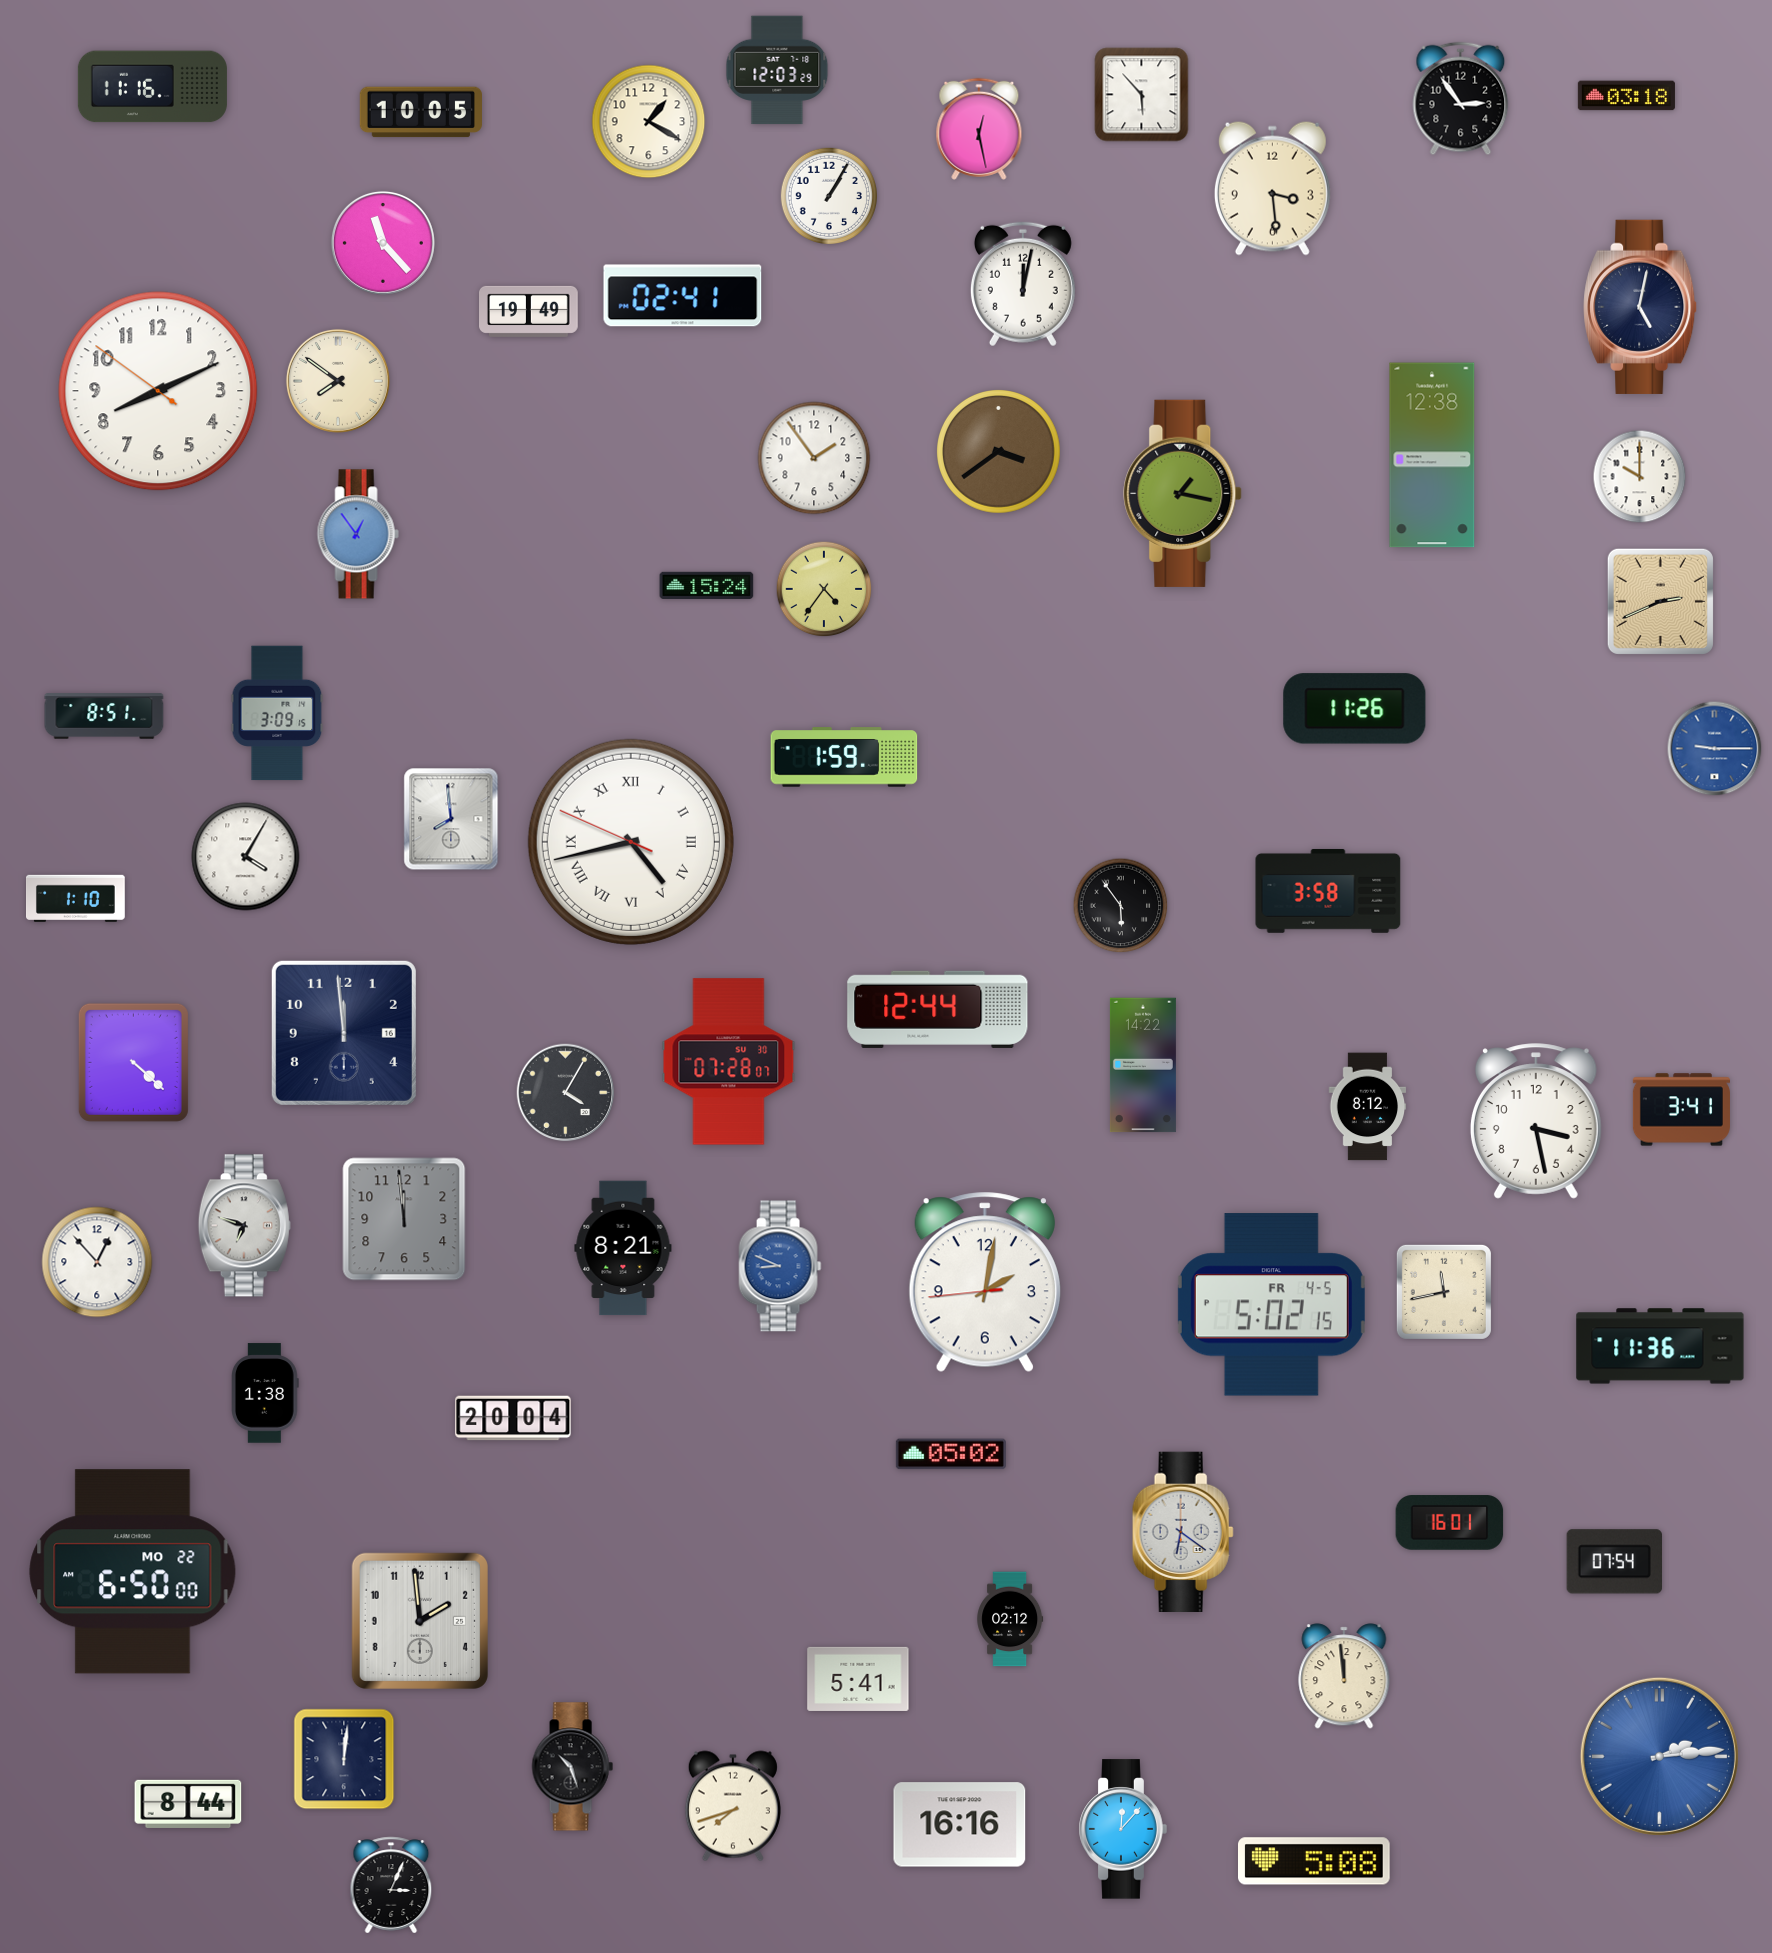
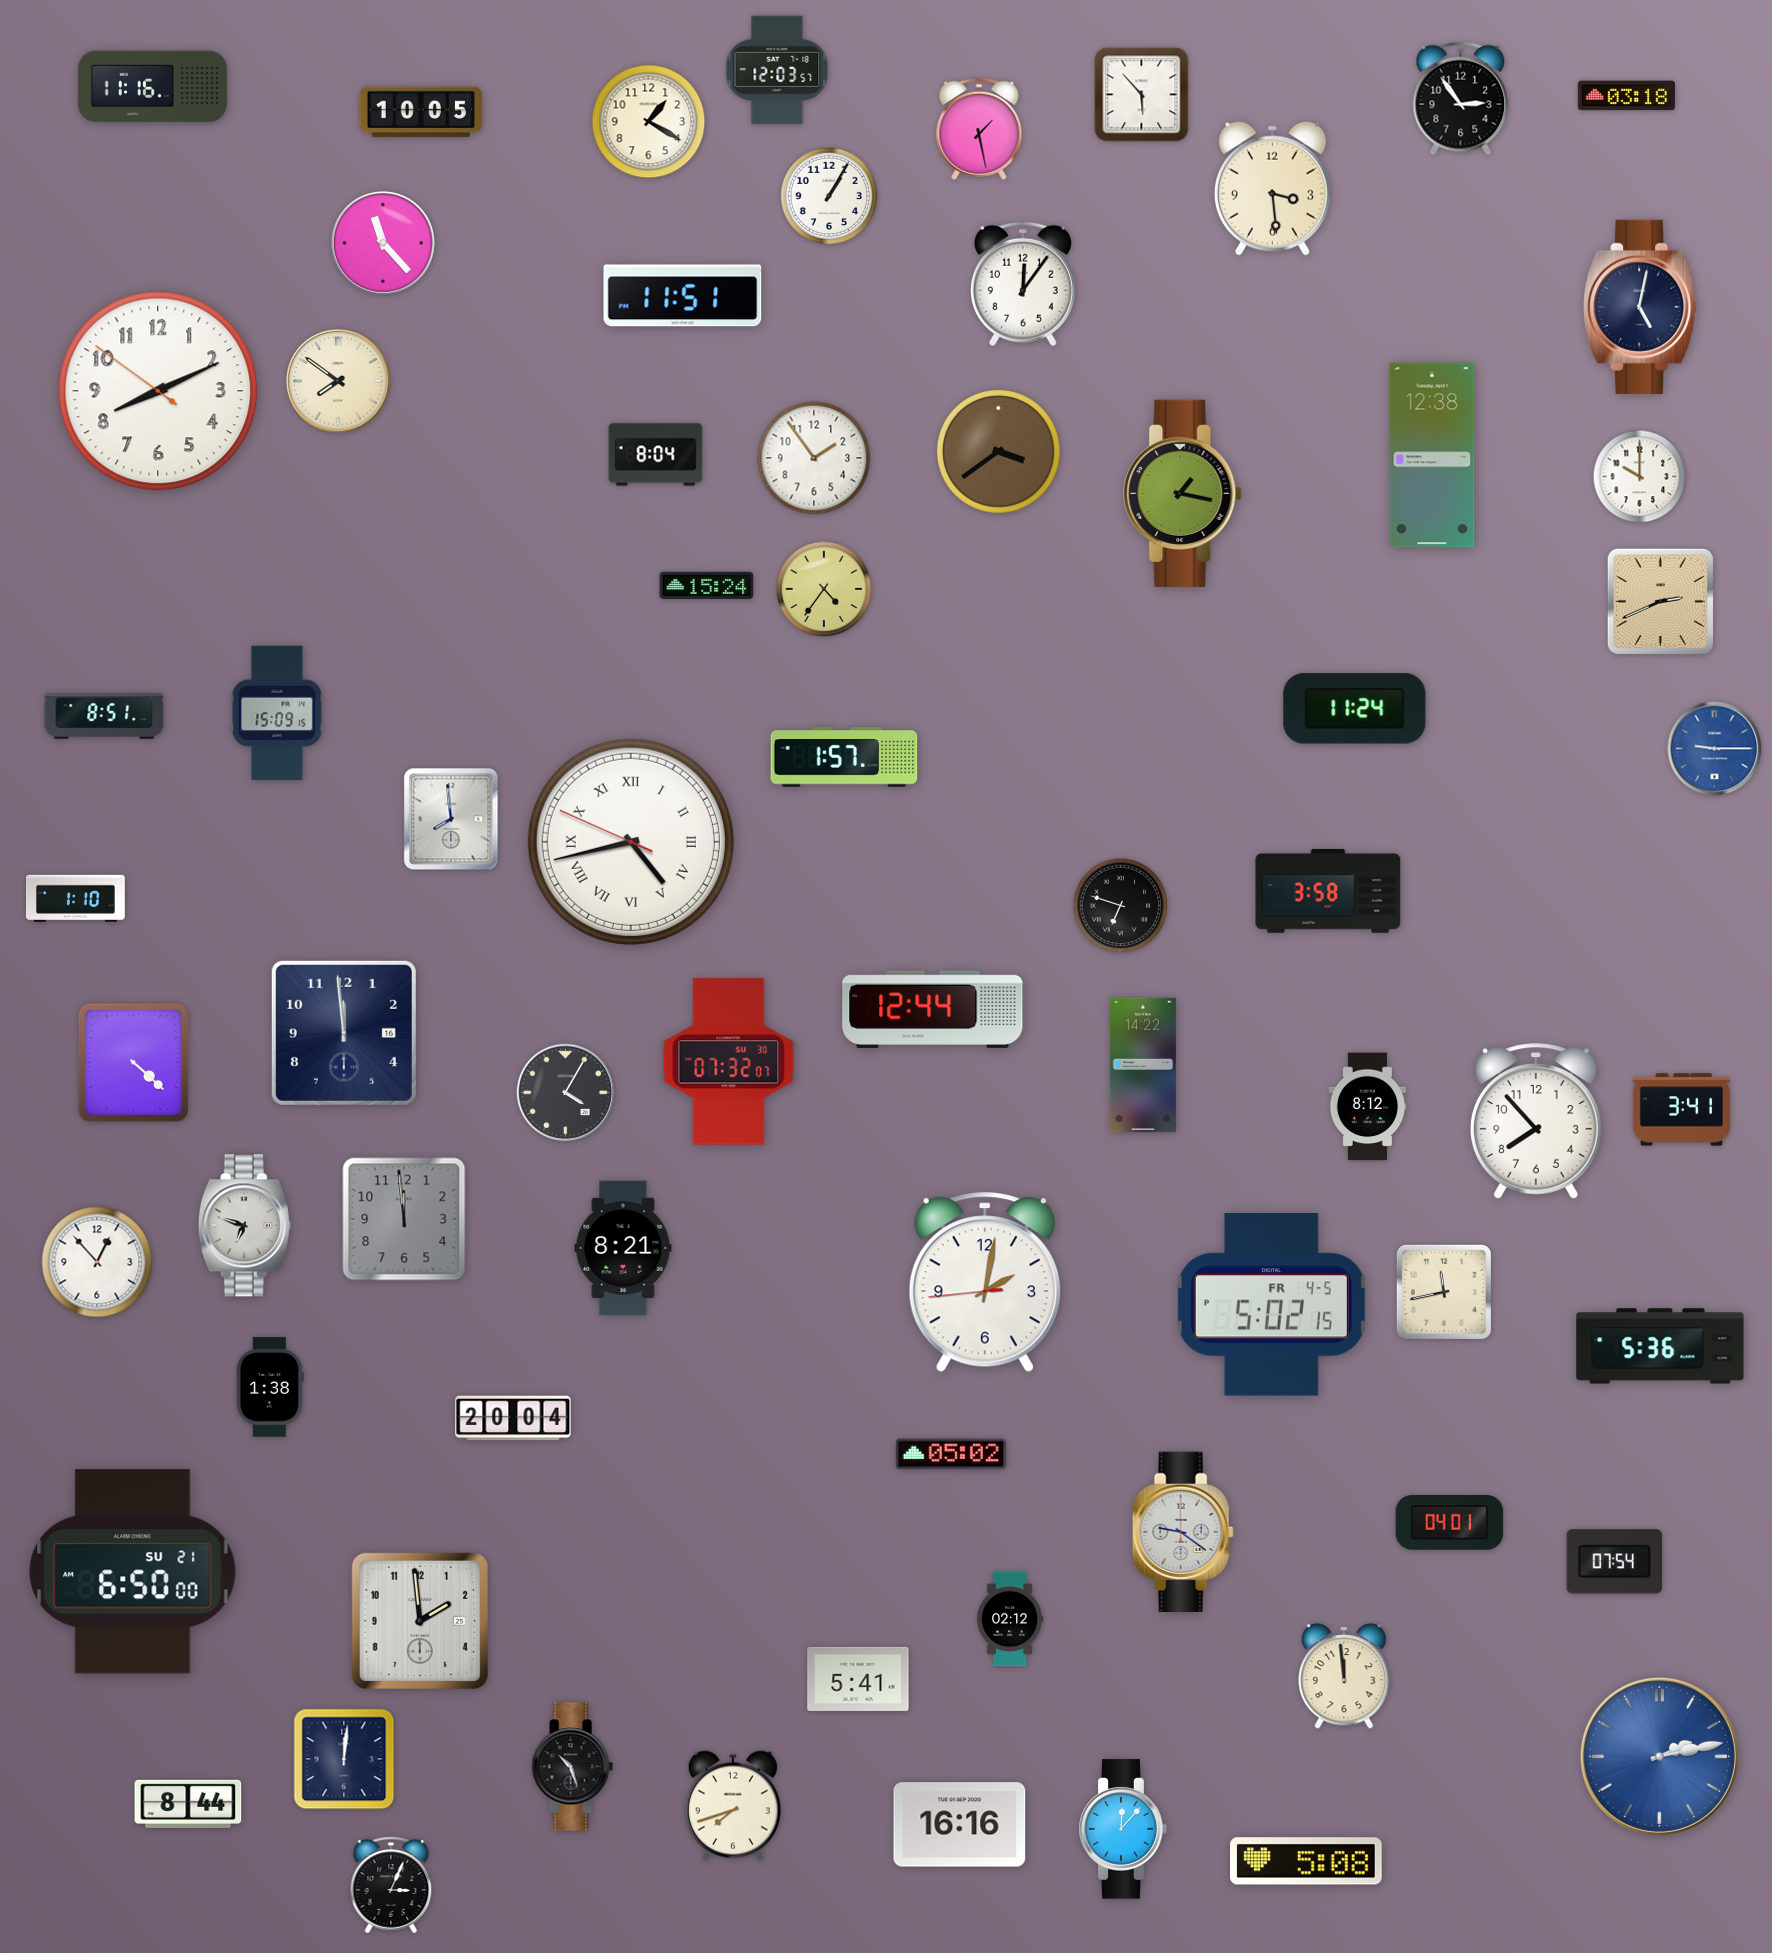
clock at (777, 70): 12:03:29 -> 12:03:57
clock at (979, 129): 12:28 -> 1:28
clock at (1023, 284): 12:02 -> 12:06
clock at (683, 296): 02:41 -> 11:51
clock at (529, 311): 19:49 -> none
clock at (656, 455): none -> 8:04
clock at (358, 534): 12:54 -> none
clock at (1355, 709): 11:26 -> 11:24
clock at (277, 713): 3:09 -> 15:09
clock at (844, 757): 1:59 -> 1:57
clock at (246, 857): 4:05 -> none
clock at (1121, 906): 5:54 -> 6:48
clock at (938, 1009) position: (938, 1009) -> (933, 1009)
clock at (729, 1062): 07:28 -> 07:32
clock at (1536, 1121): 3:28 -> 7:53
clock at (780, 1266): 8:49 -> none
clock at (1660, 1346): 11:36 -> 5:36
clock at (266, 1393) position: (266, 1393) -> (271, 1387)
clock at (1450, 1523): 16:01 -> 04:01
clock at (1183, 1531): 6:21 -> 9:21
clock at (133, 1572) date: MO 22 -> SU 21
clock at (1659, 1756): 2:14 -> 2:13
clock at (1315, 1861) position: (1315, 1861) -> (1307, 1861)
